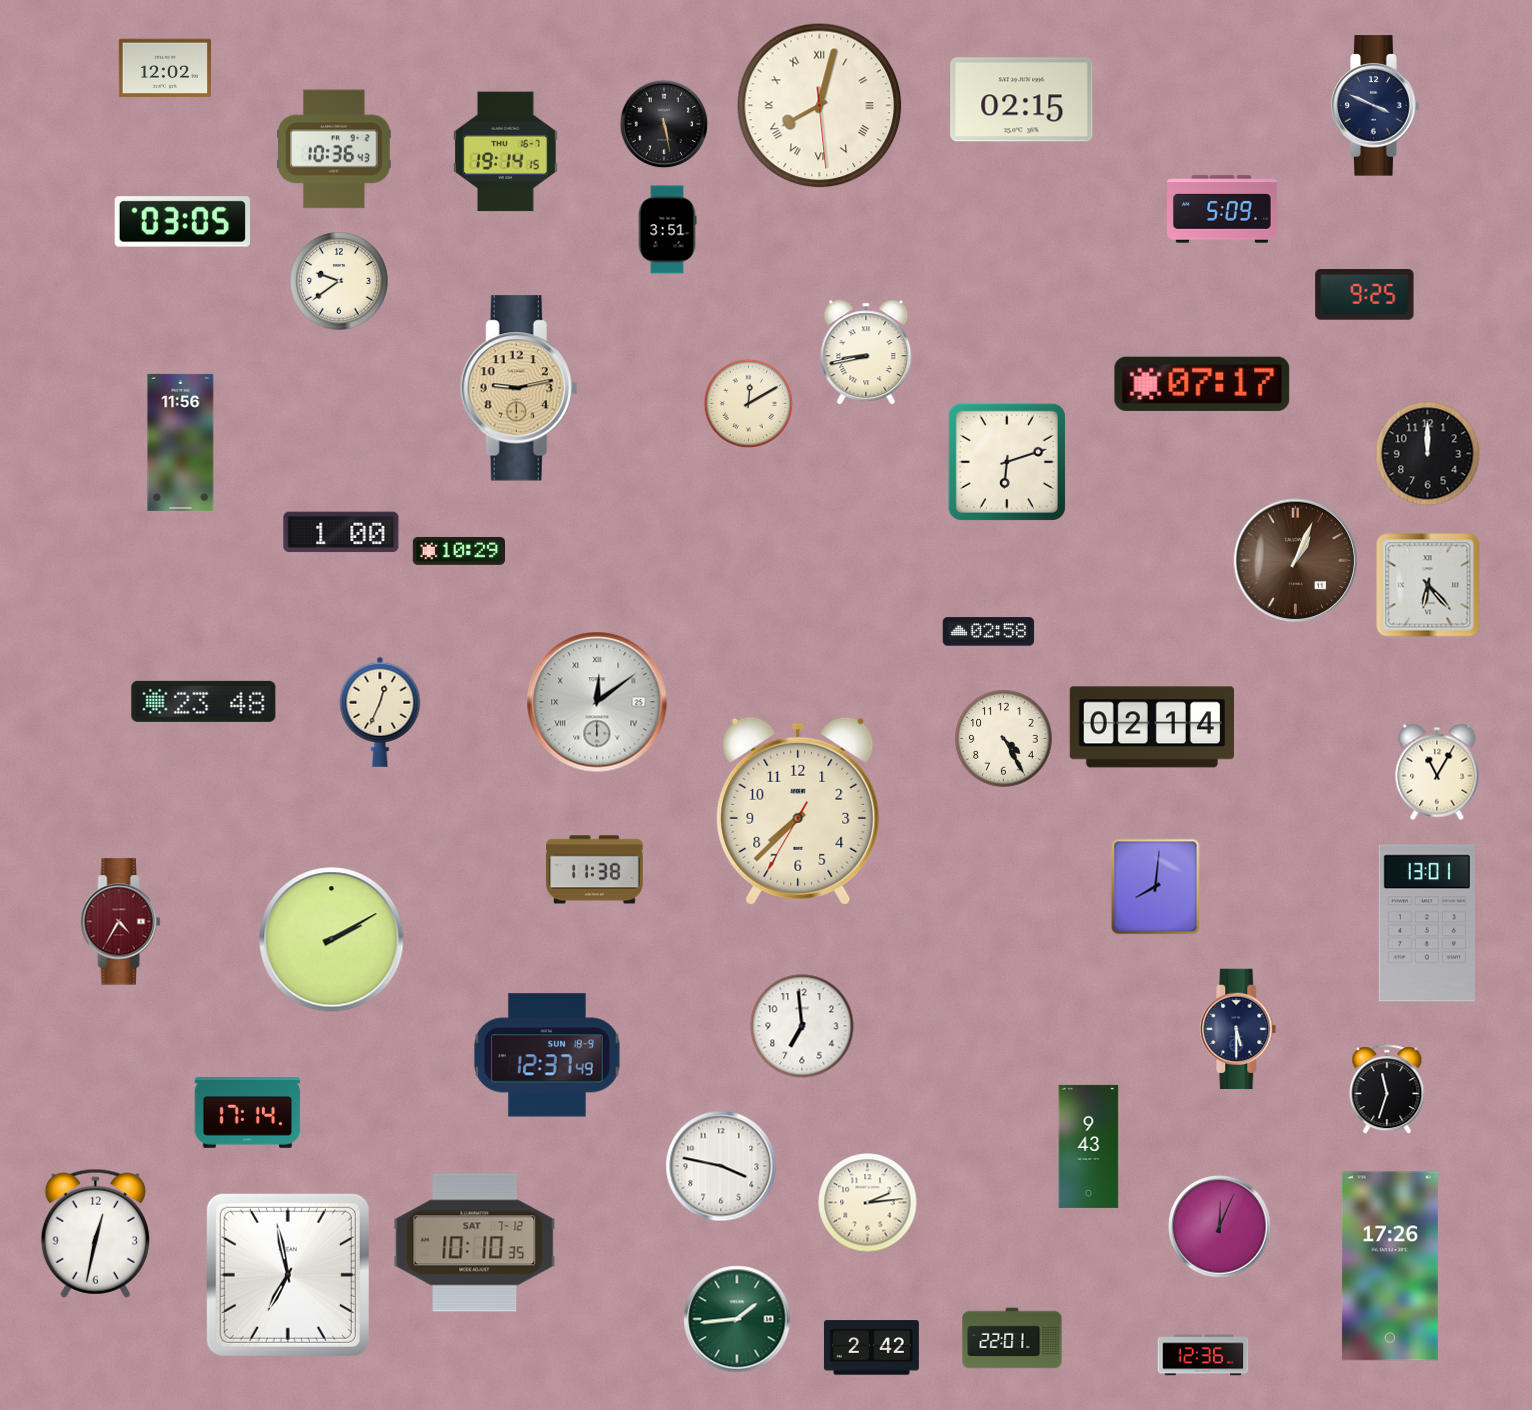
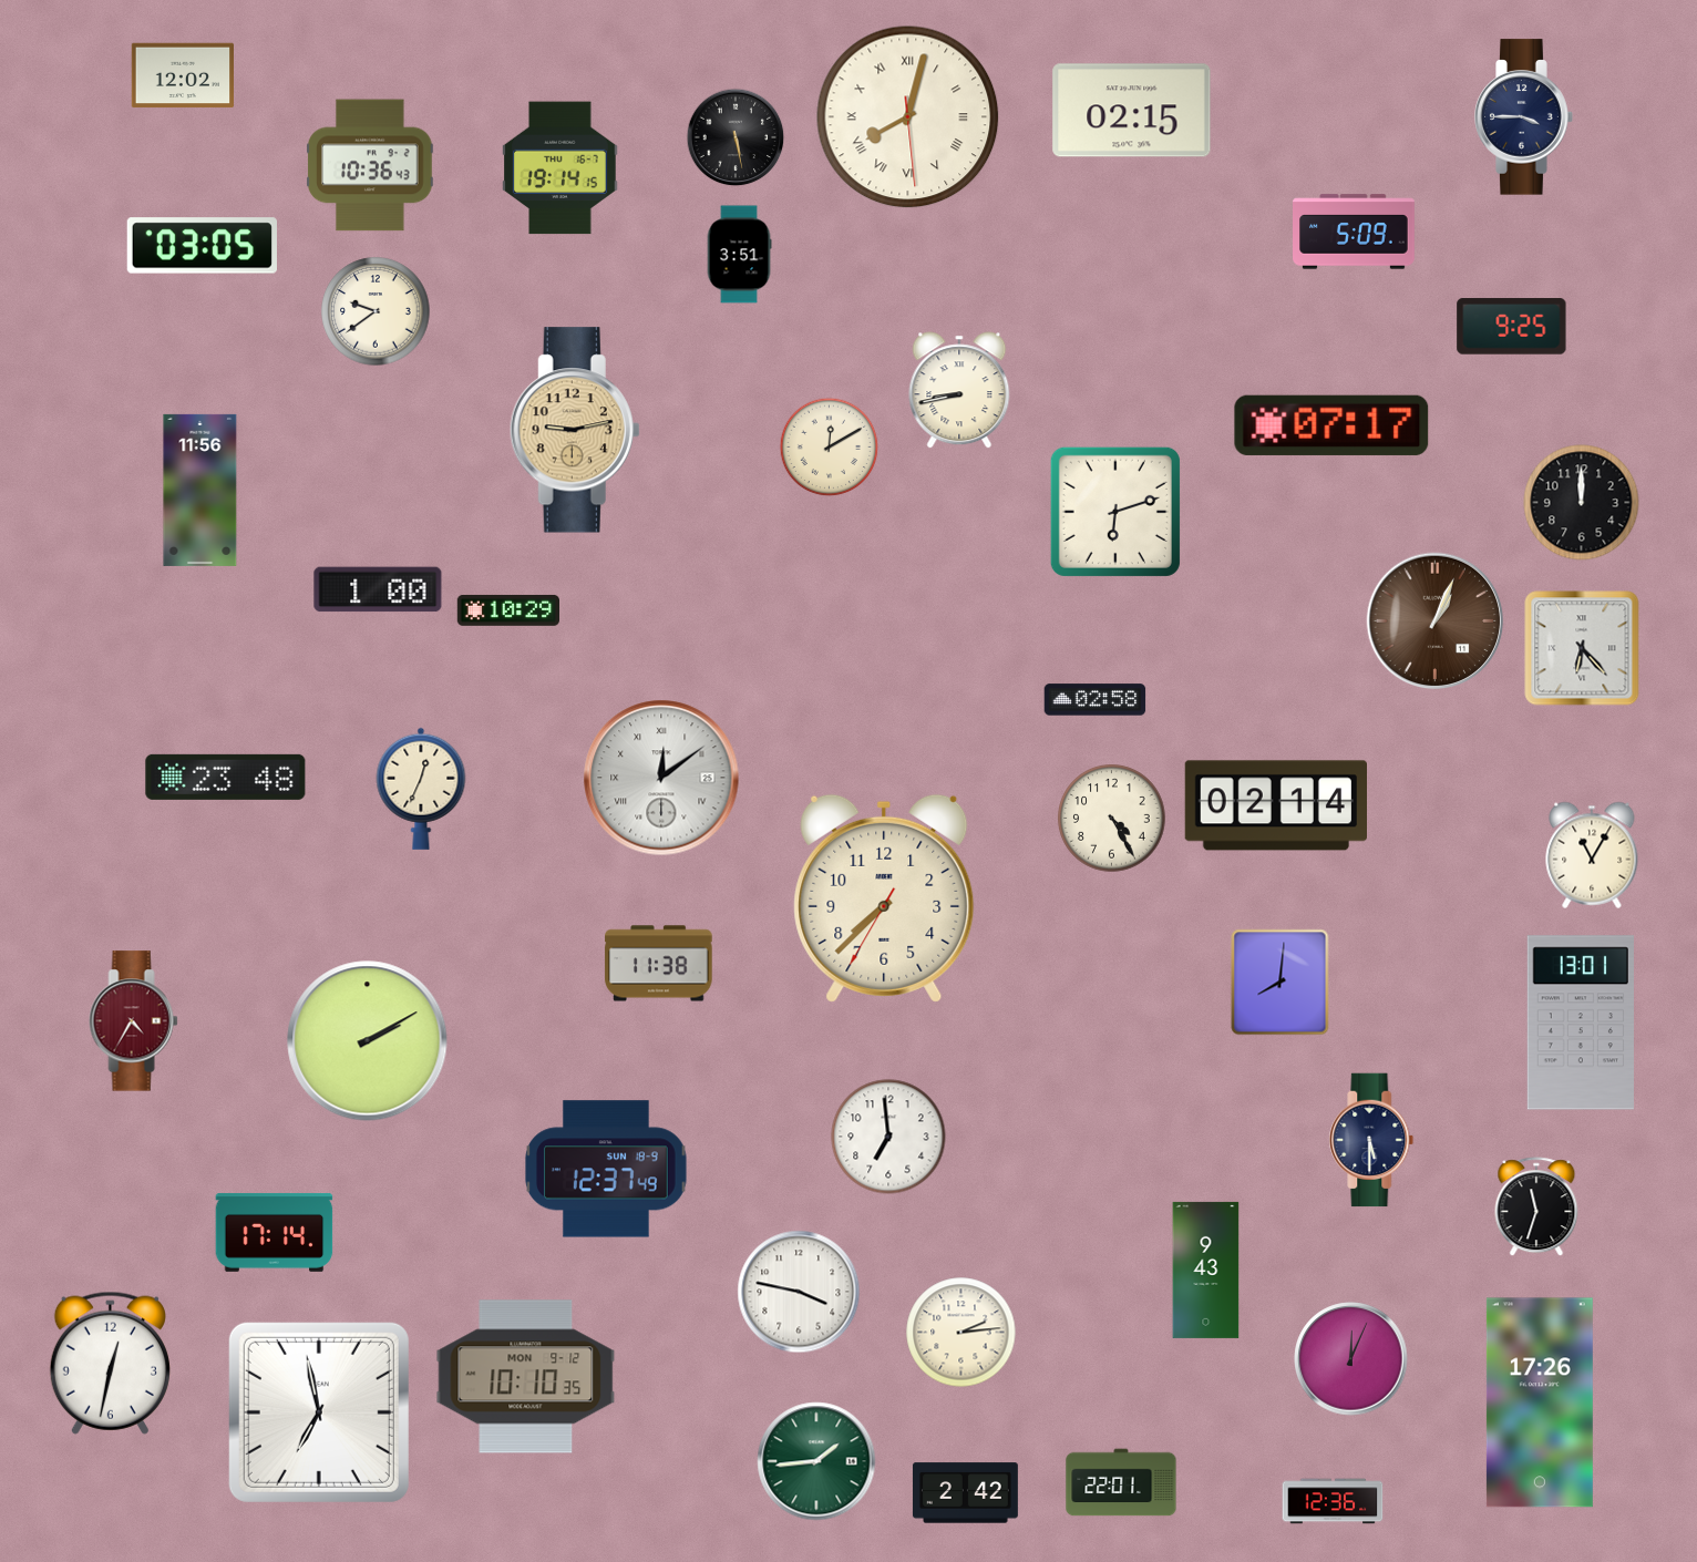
clock at (1376, 106): 3:49 -> 3:45
clock at (95, 1233) position: (95, 1233) -> (110, 1363)
clock at (475, 1243) date: SAT 7-12 -> MON 9-12
